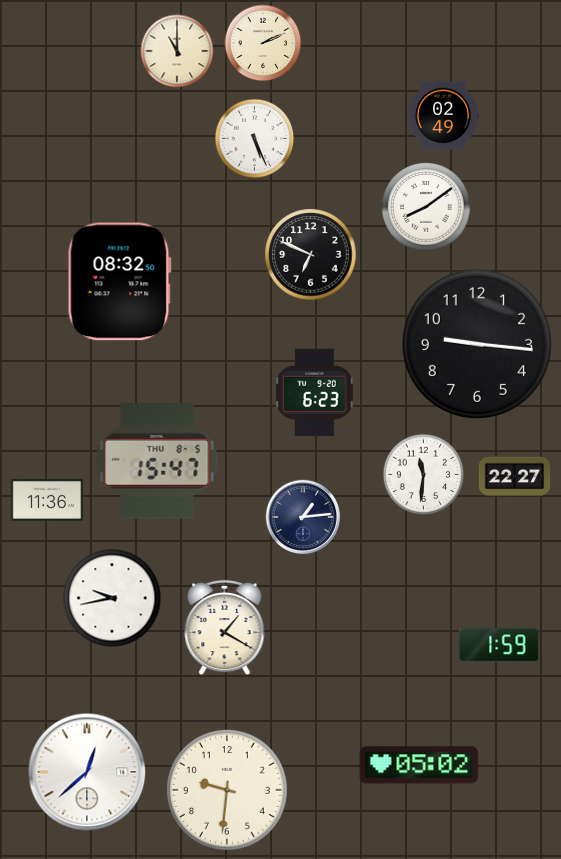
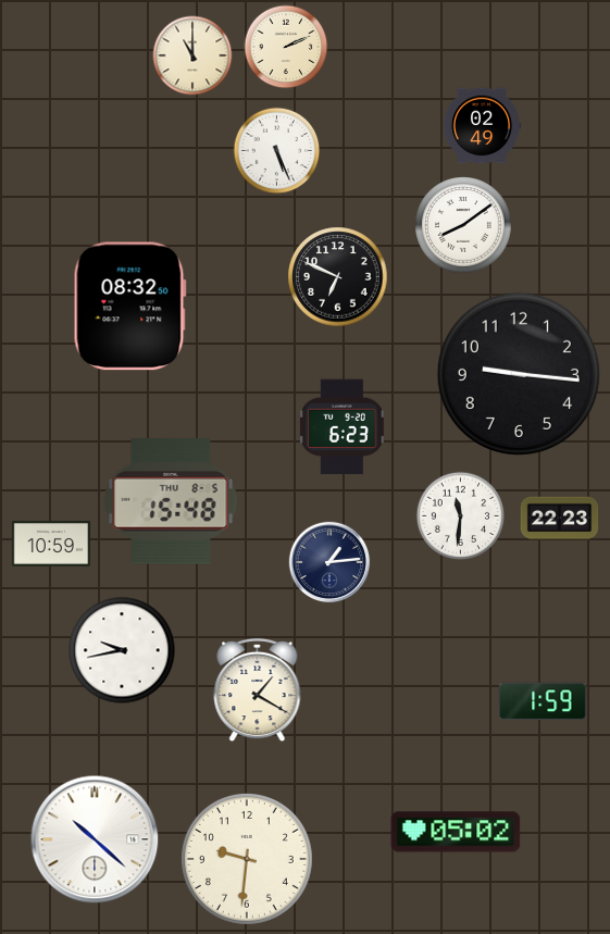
clock at (157, 461): 15:47 -> 15:48
clock at (515, 477): 22:27 -> 22:23
clock at (47, 500): 11:36 -> 10:59
clock at (225, 628) position: (225, 628) -> (258, 690)
clock at (87, 772): 12:38 -> 10:22
